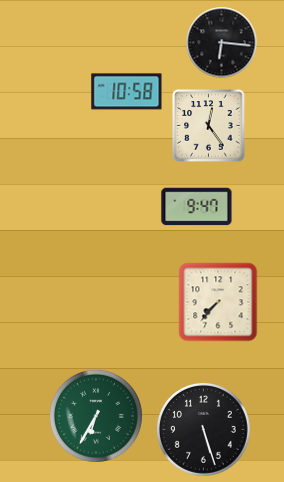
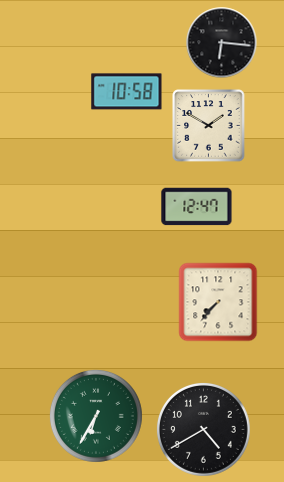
clock at (209, 126): 12:24 -> 1:50
clock at (197, 207): 9:47 -> 12:47
clock at (203, 429): 5:27 -> 4:40
